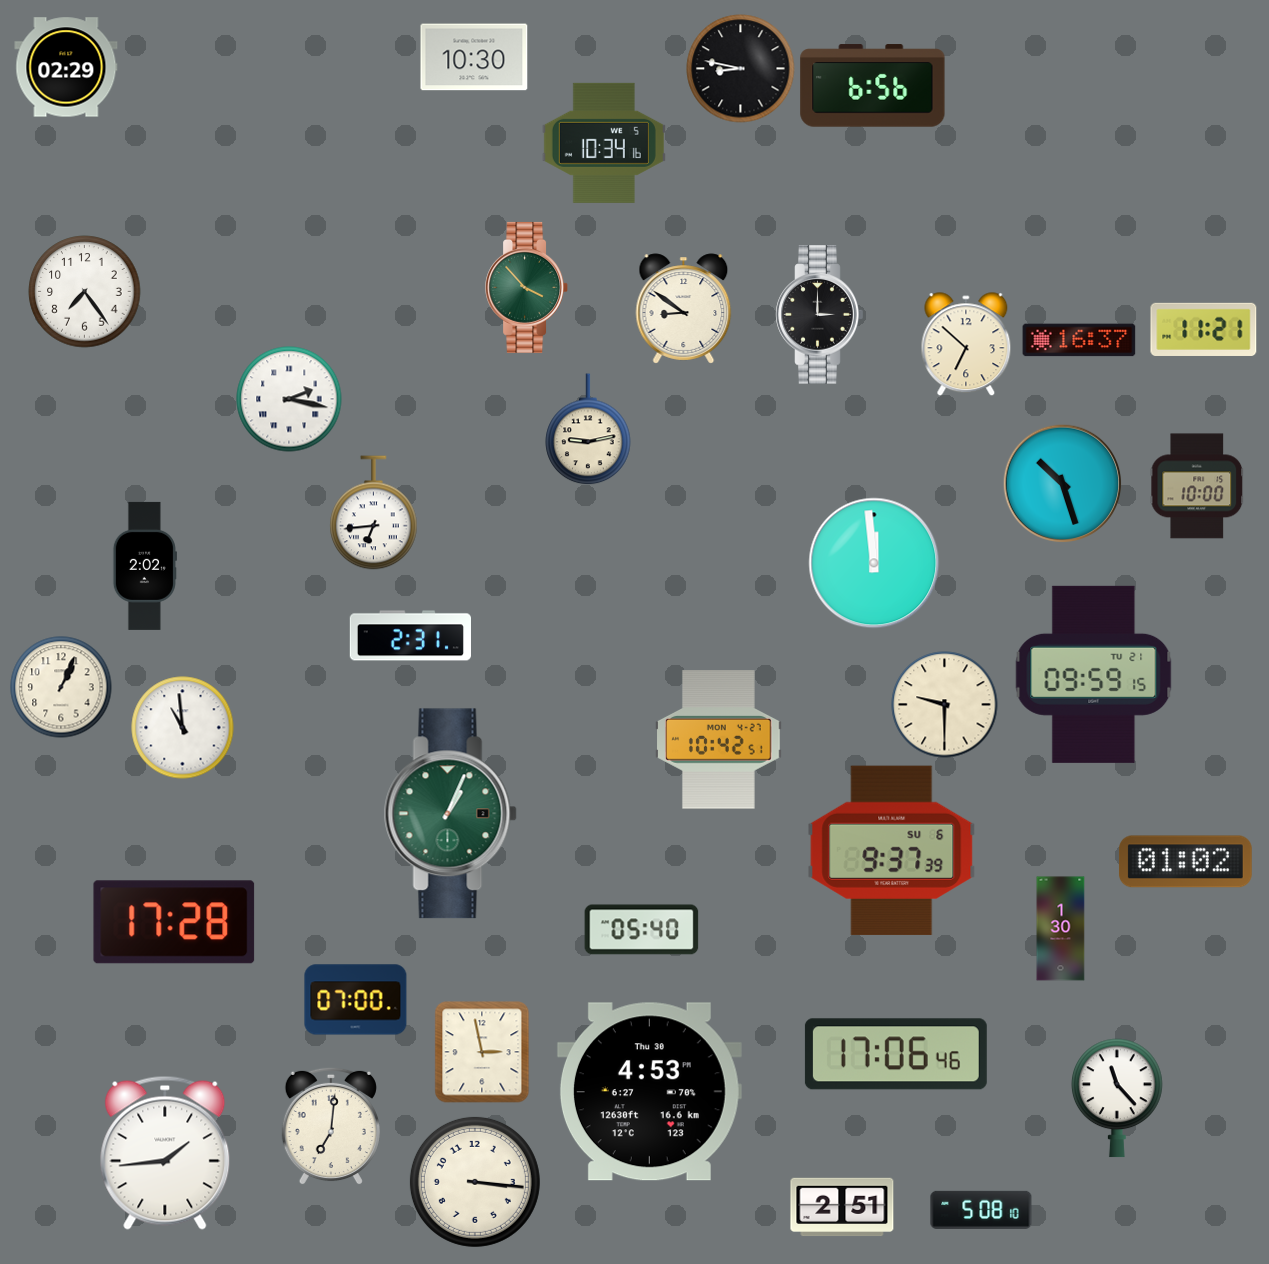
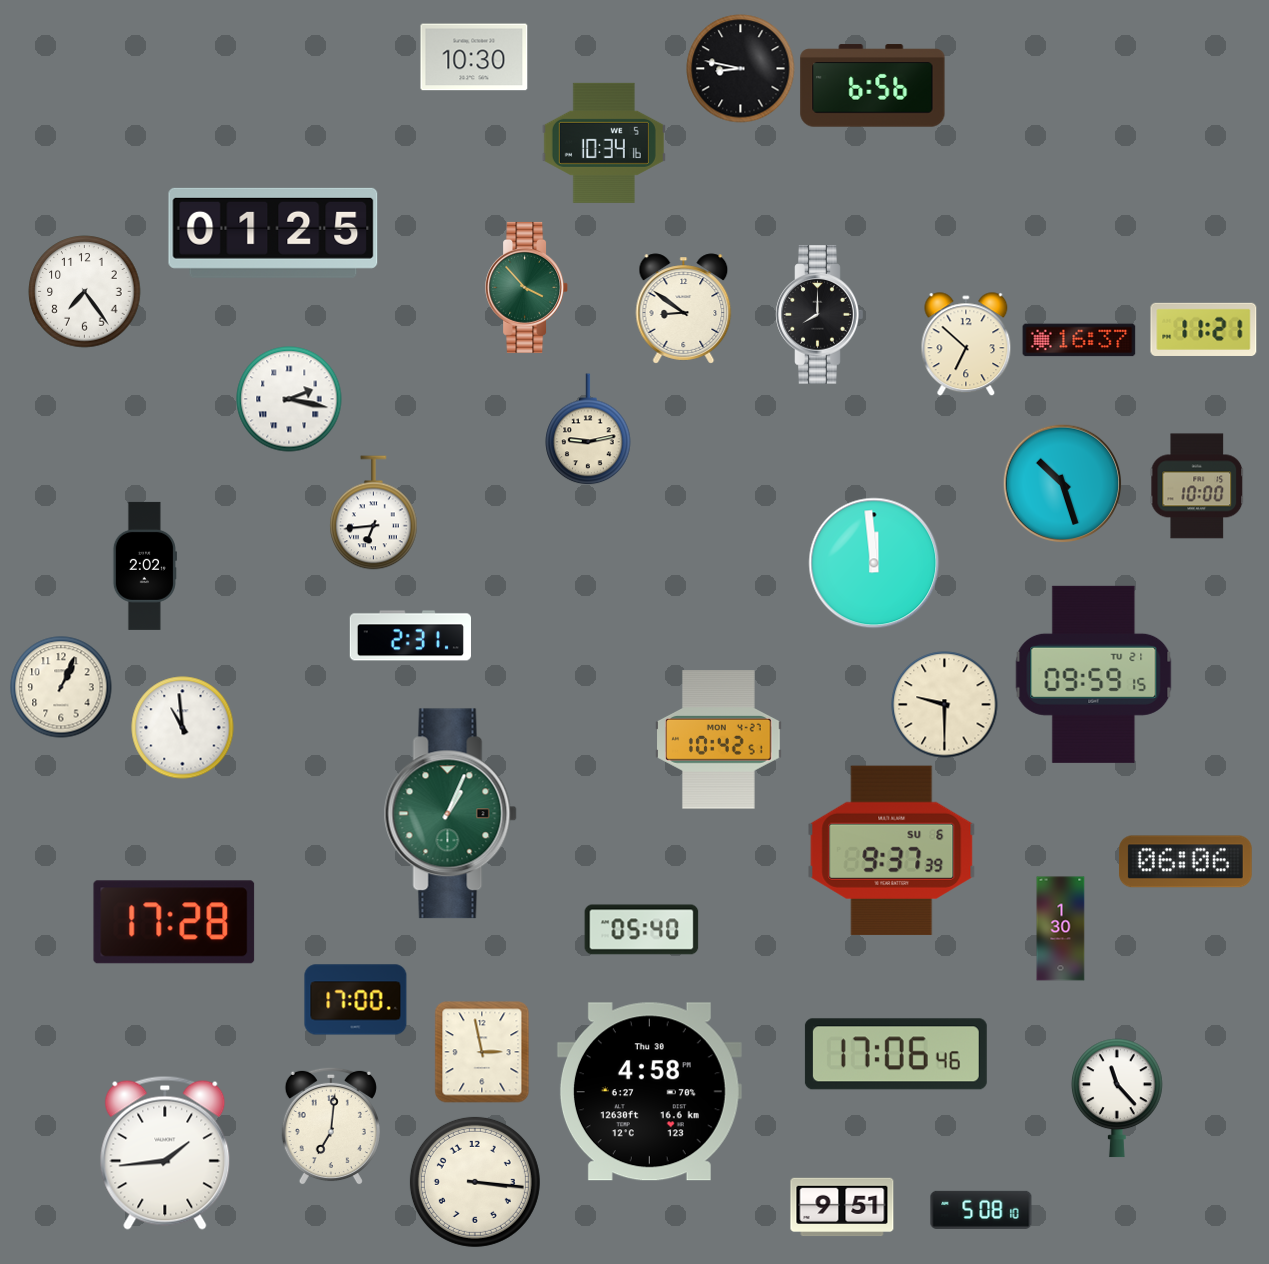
clock at (66, 67): 02:29 -> none
clock at (273, 233): none -> 01:25
clock at (820, 315): 3:00 -> 8:00
clock at (1185, 862): 01:02 -> 06:06
clock at (356, 1000): 07:00 -> 17:00
clock at (649, 1092): 4:53 -> 4:58
clock at (842, 1207): 2:51 -> 9:51
